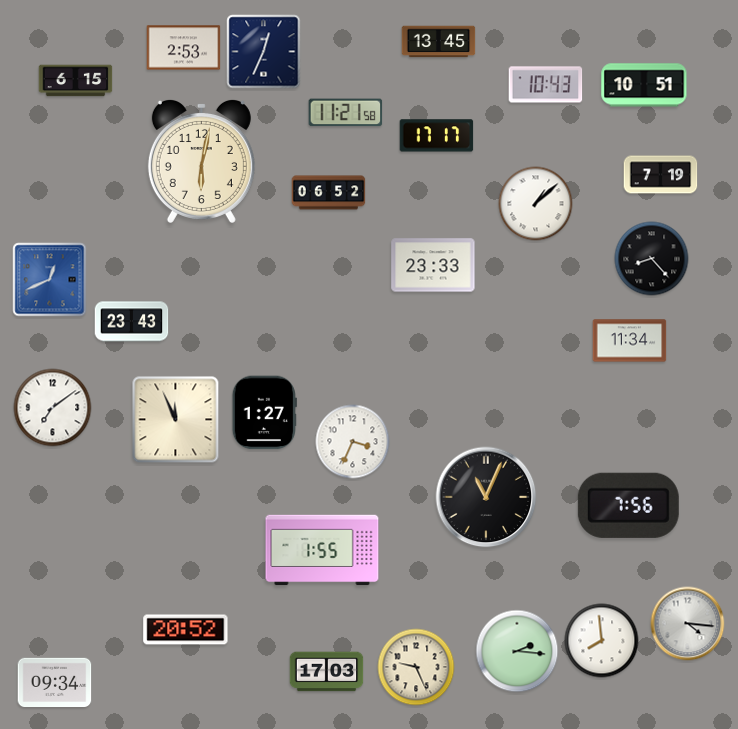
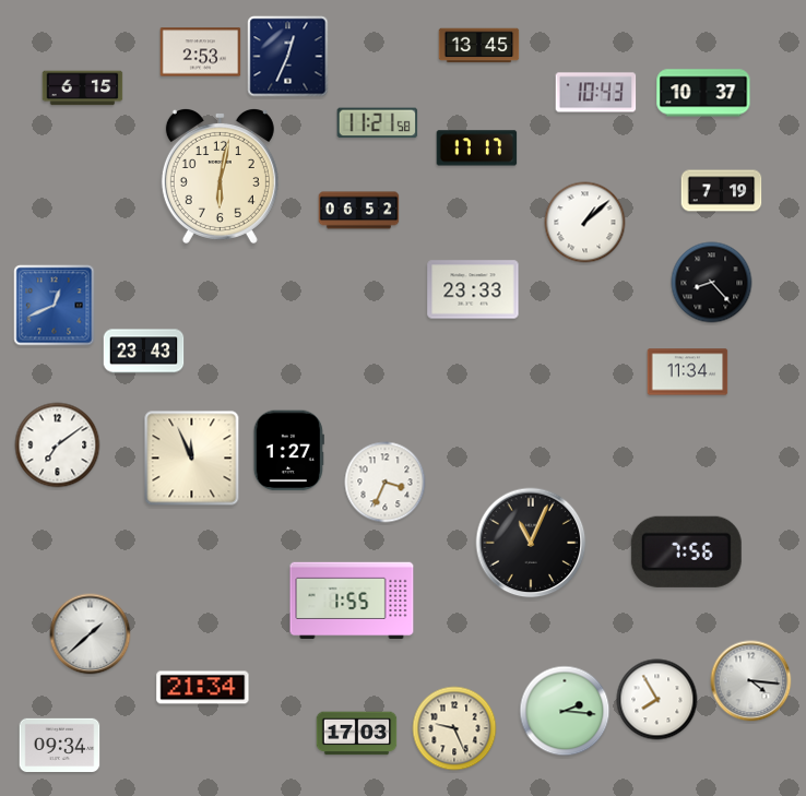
clock at (644, 85): 10:51 -> 10:37
clock at (91, 634): none -> 1:38
clock at (186, 630): 20:52 -> 21:34
clock at (602, 641): 7:59 -> 7:55
